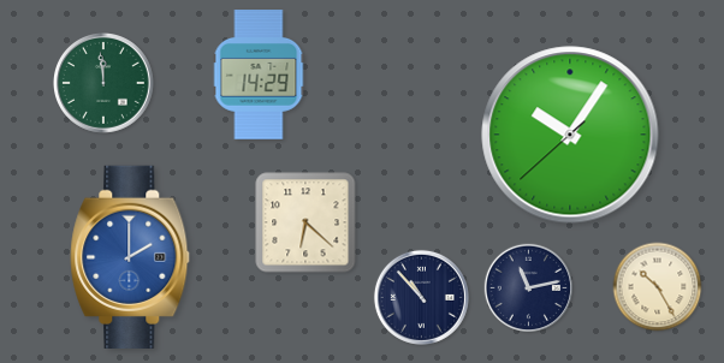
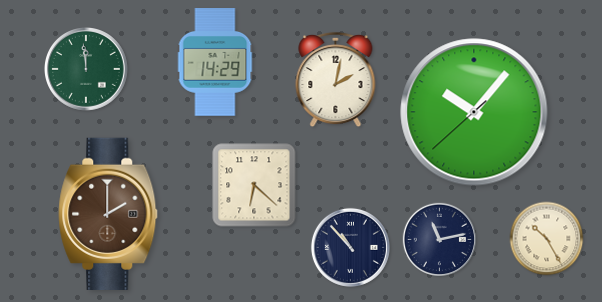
clock at (336, 80): none -> 2:02
clock at (570, 135): 10:05 -> 10:06
clock at (130, 257) dial: blue -> brown
